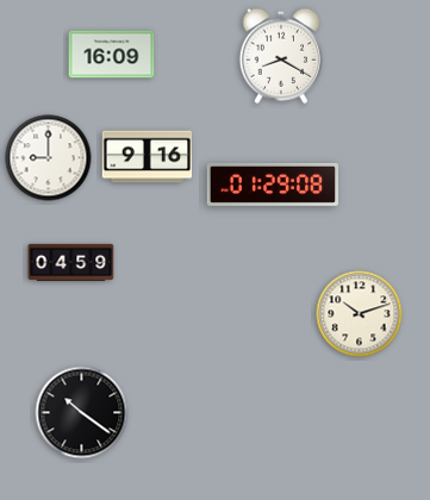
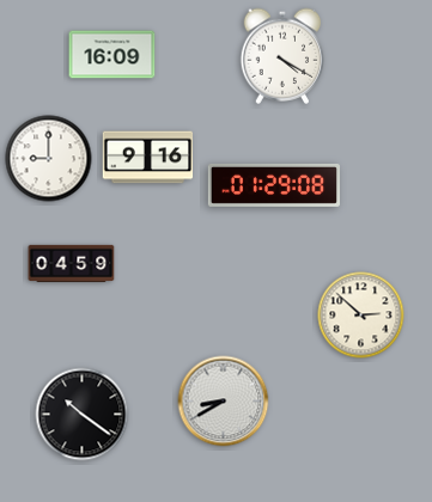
clock at (281, 56): 8:20 -> 4:20
clock at (360, 314): 10:12 -> 2:52
clock at (224, 402): none -> 8:40
